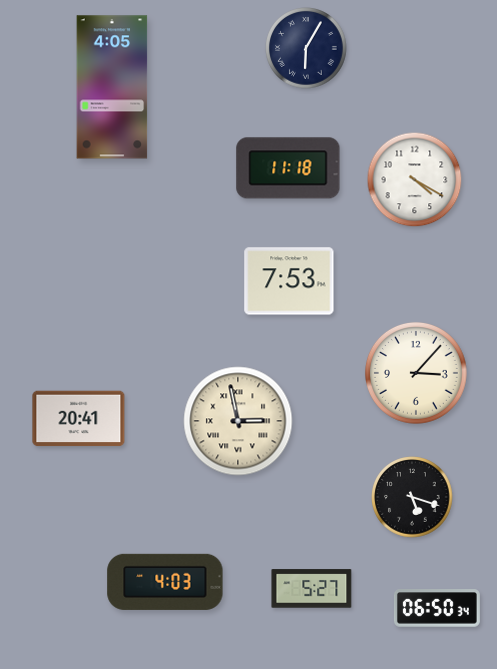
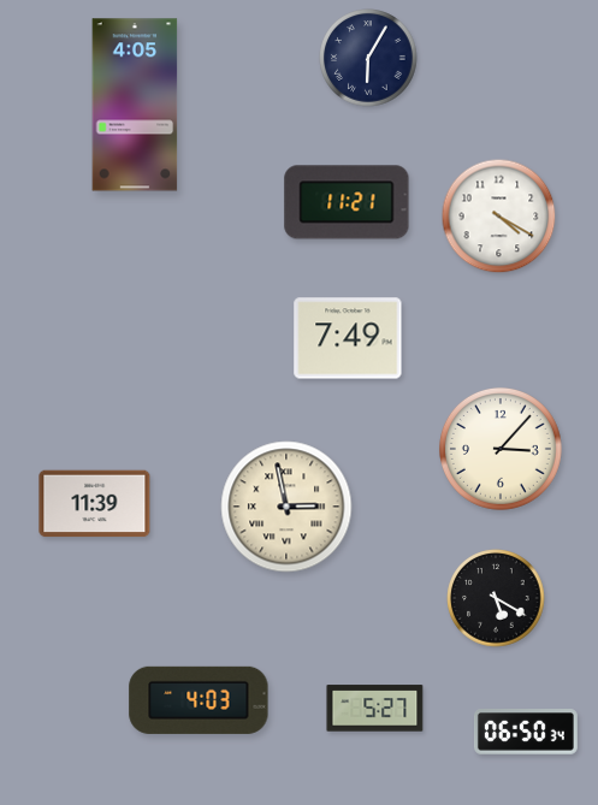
clock at (288, 168): 11:18 -> 11:21
clock at (289, 281): 7:53 -> 7:49
clock at (79, 419): 20:41 -> 11:39
clock at (412, 497): 5:18 -> 5:20
